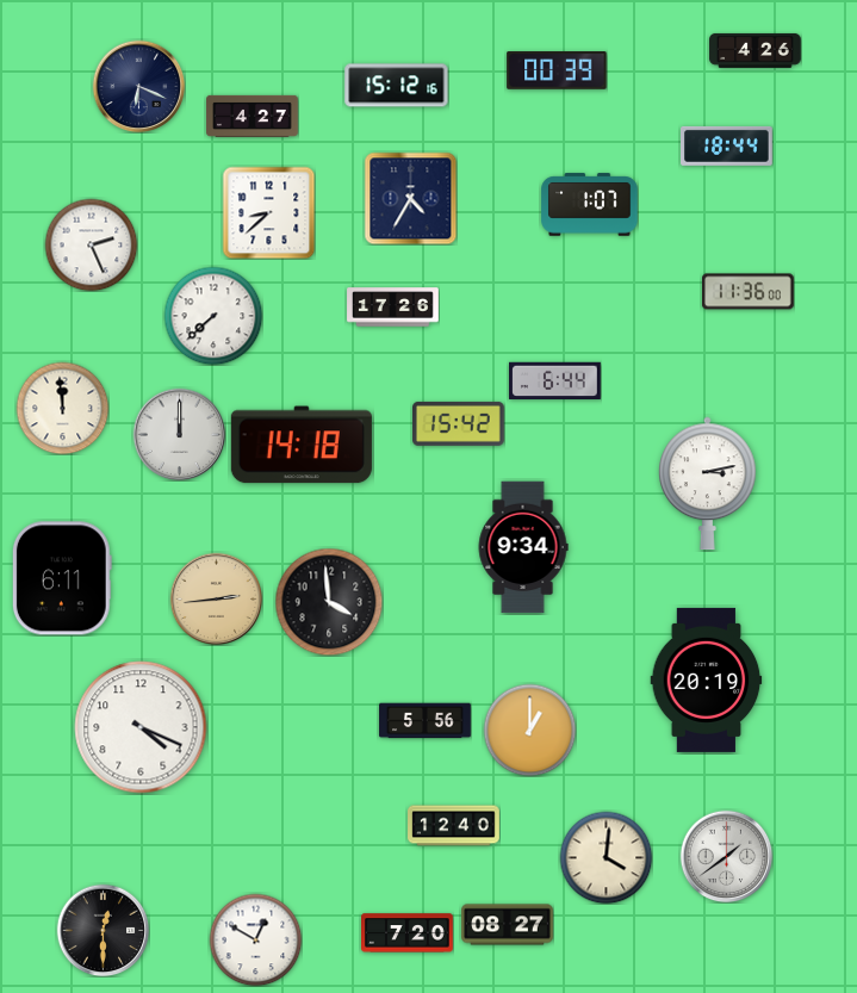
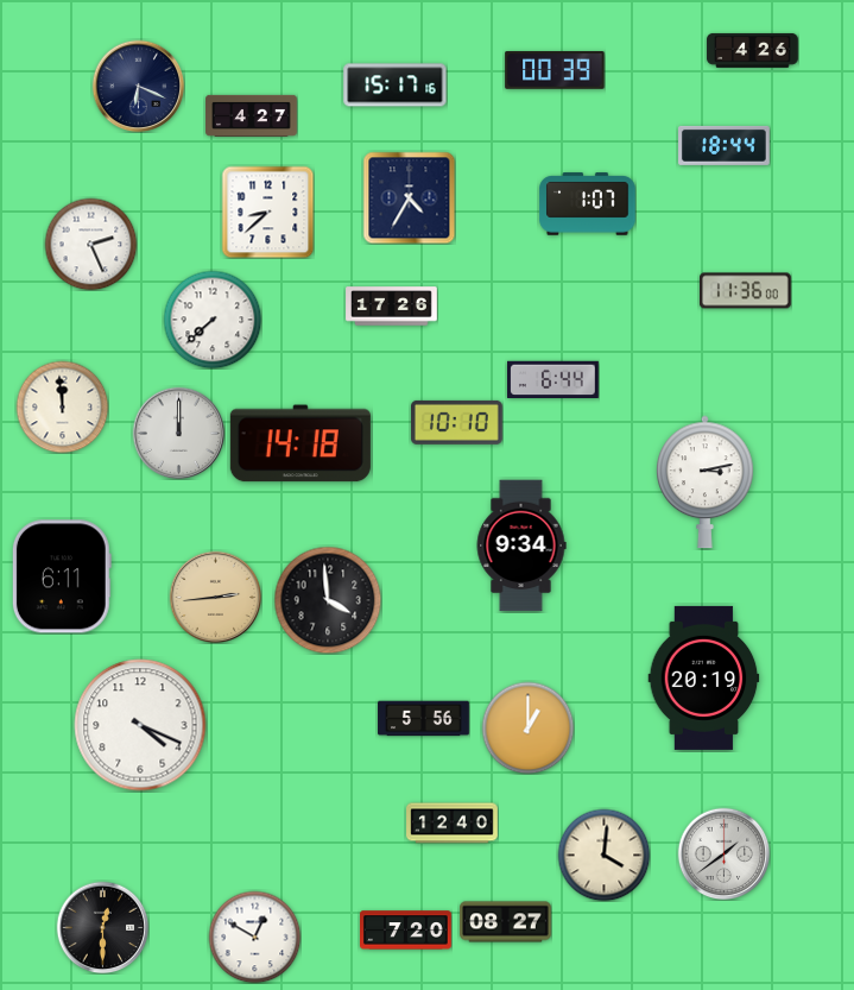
clock at (397, 86): 15:12 -> 15:17
clock at (213, 316) position: (213, 316) -> (213, 320)
clock at (459, 423): 15:42 -> 10:10
